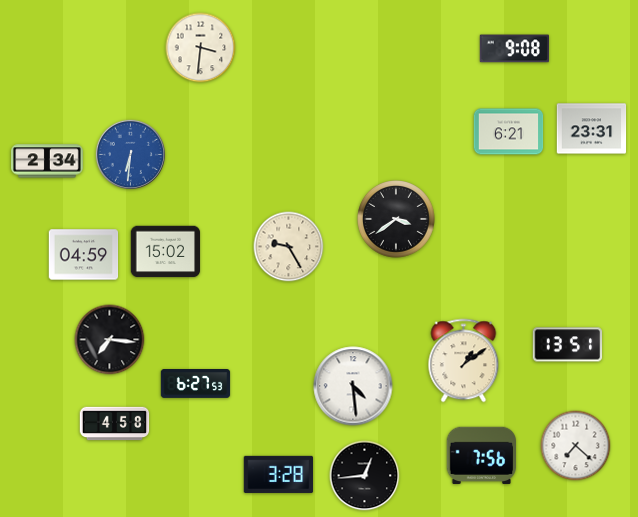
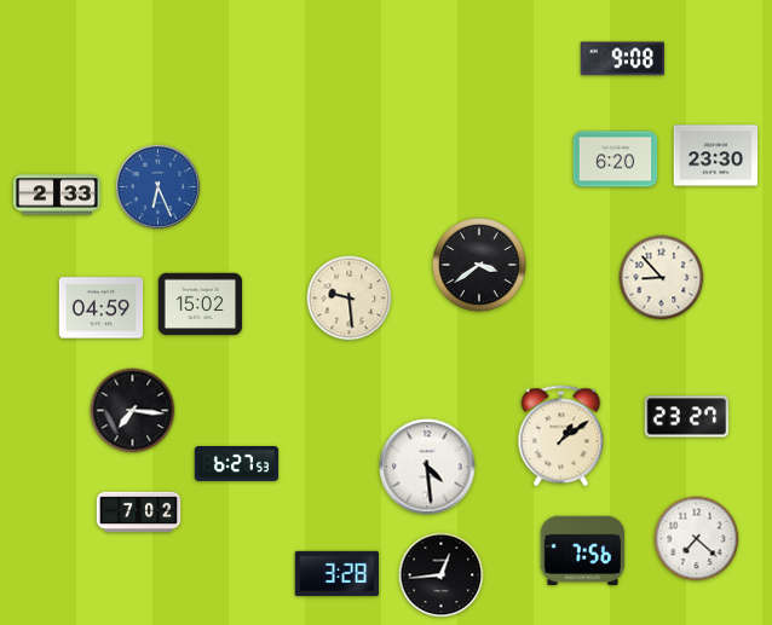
clock at (201, 48): 3:31 -> none
clock at (592, 129): 23:31 -> 23:30
clock at (509, 132): 6:21 -> 6:20
clock at (130, 154): 6:31 -> 6:26
clock at (48, 161): 2:34 -> 2:33
clock at (662, 278): none -> 8:53
clock at (289, 247): 9:25 -> 9:29
clock at (568, 345): 13:51 -> 23:27
clock at (115, 424): 4:58 -> 7:02
